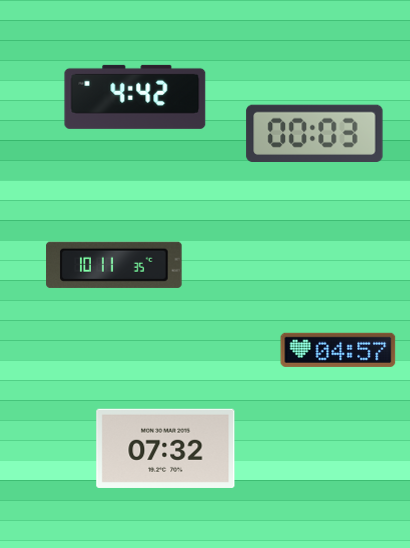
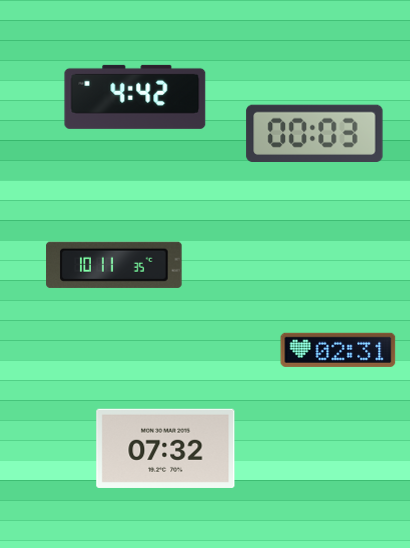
clock at (338, 350): 04:57 -> 02:31
